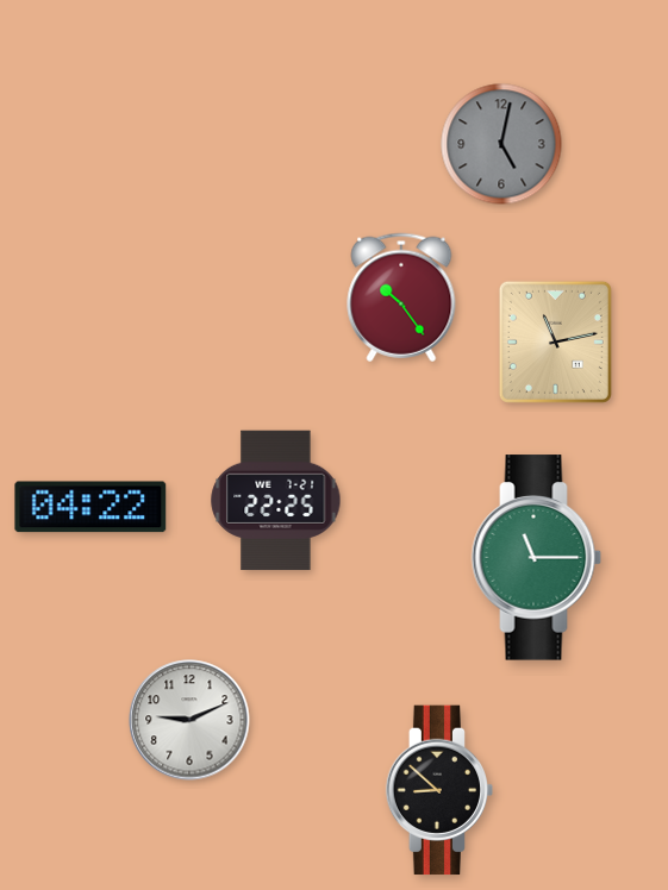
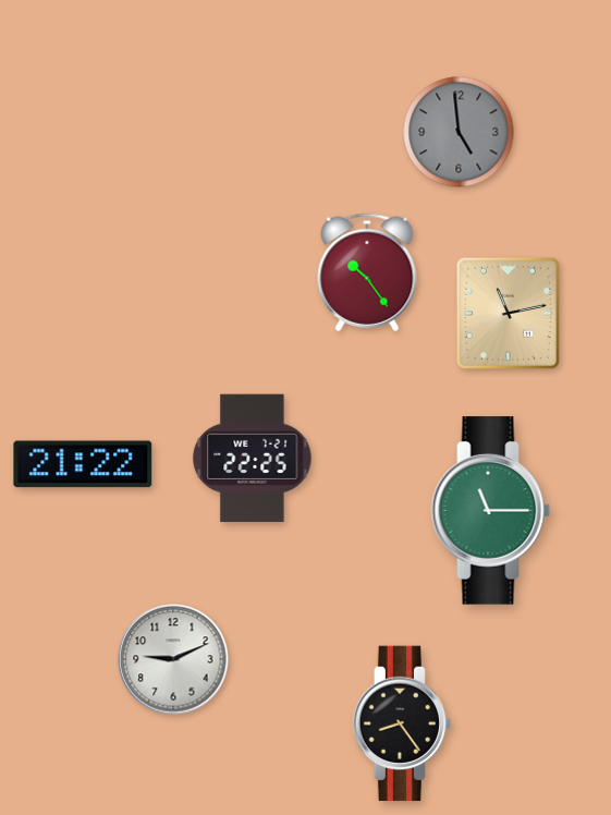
clock at (501, 144): 5:02 -> 4:59
clock at (90, 507): 04:22 -> 21:22
clock at (439, 790): 8:52 -> 8:24
